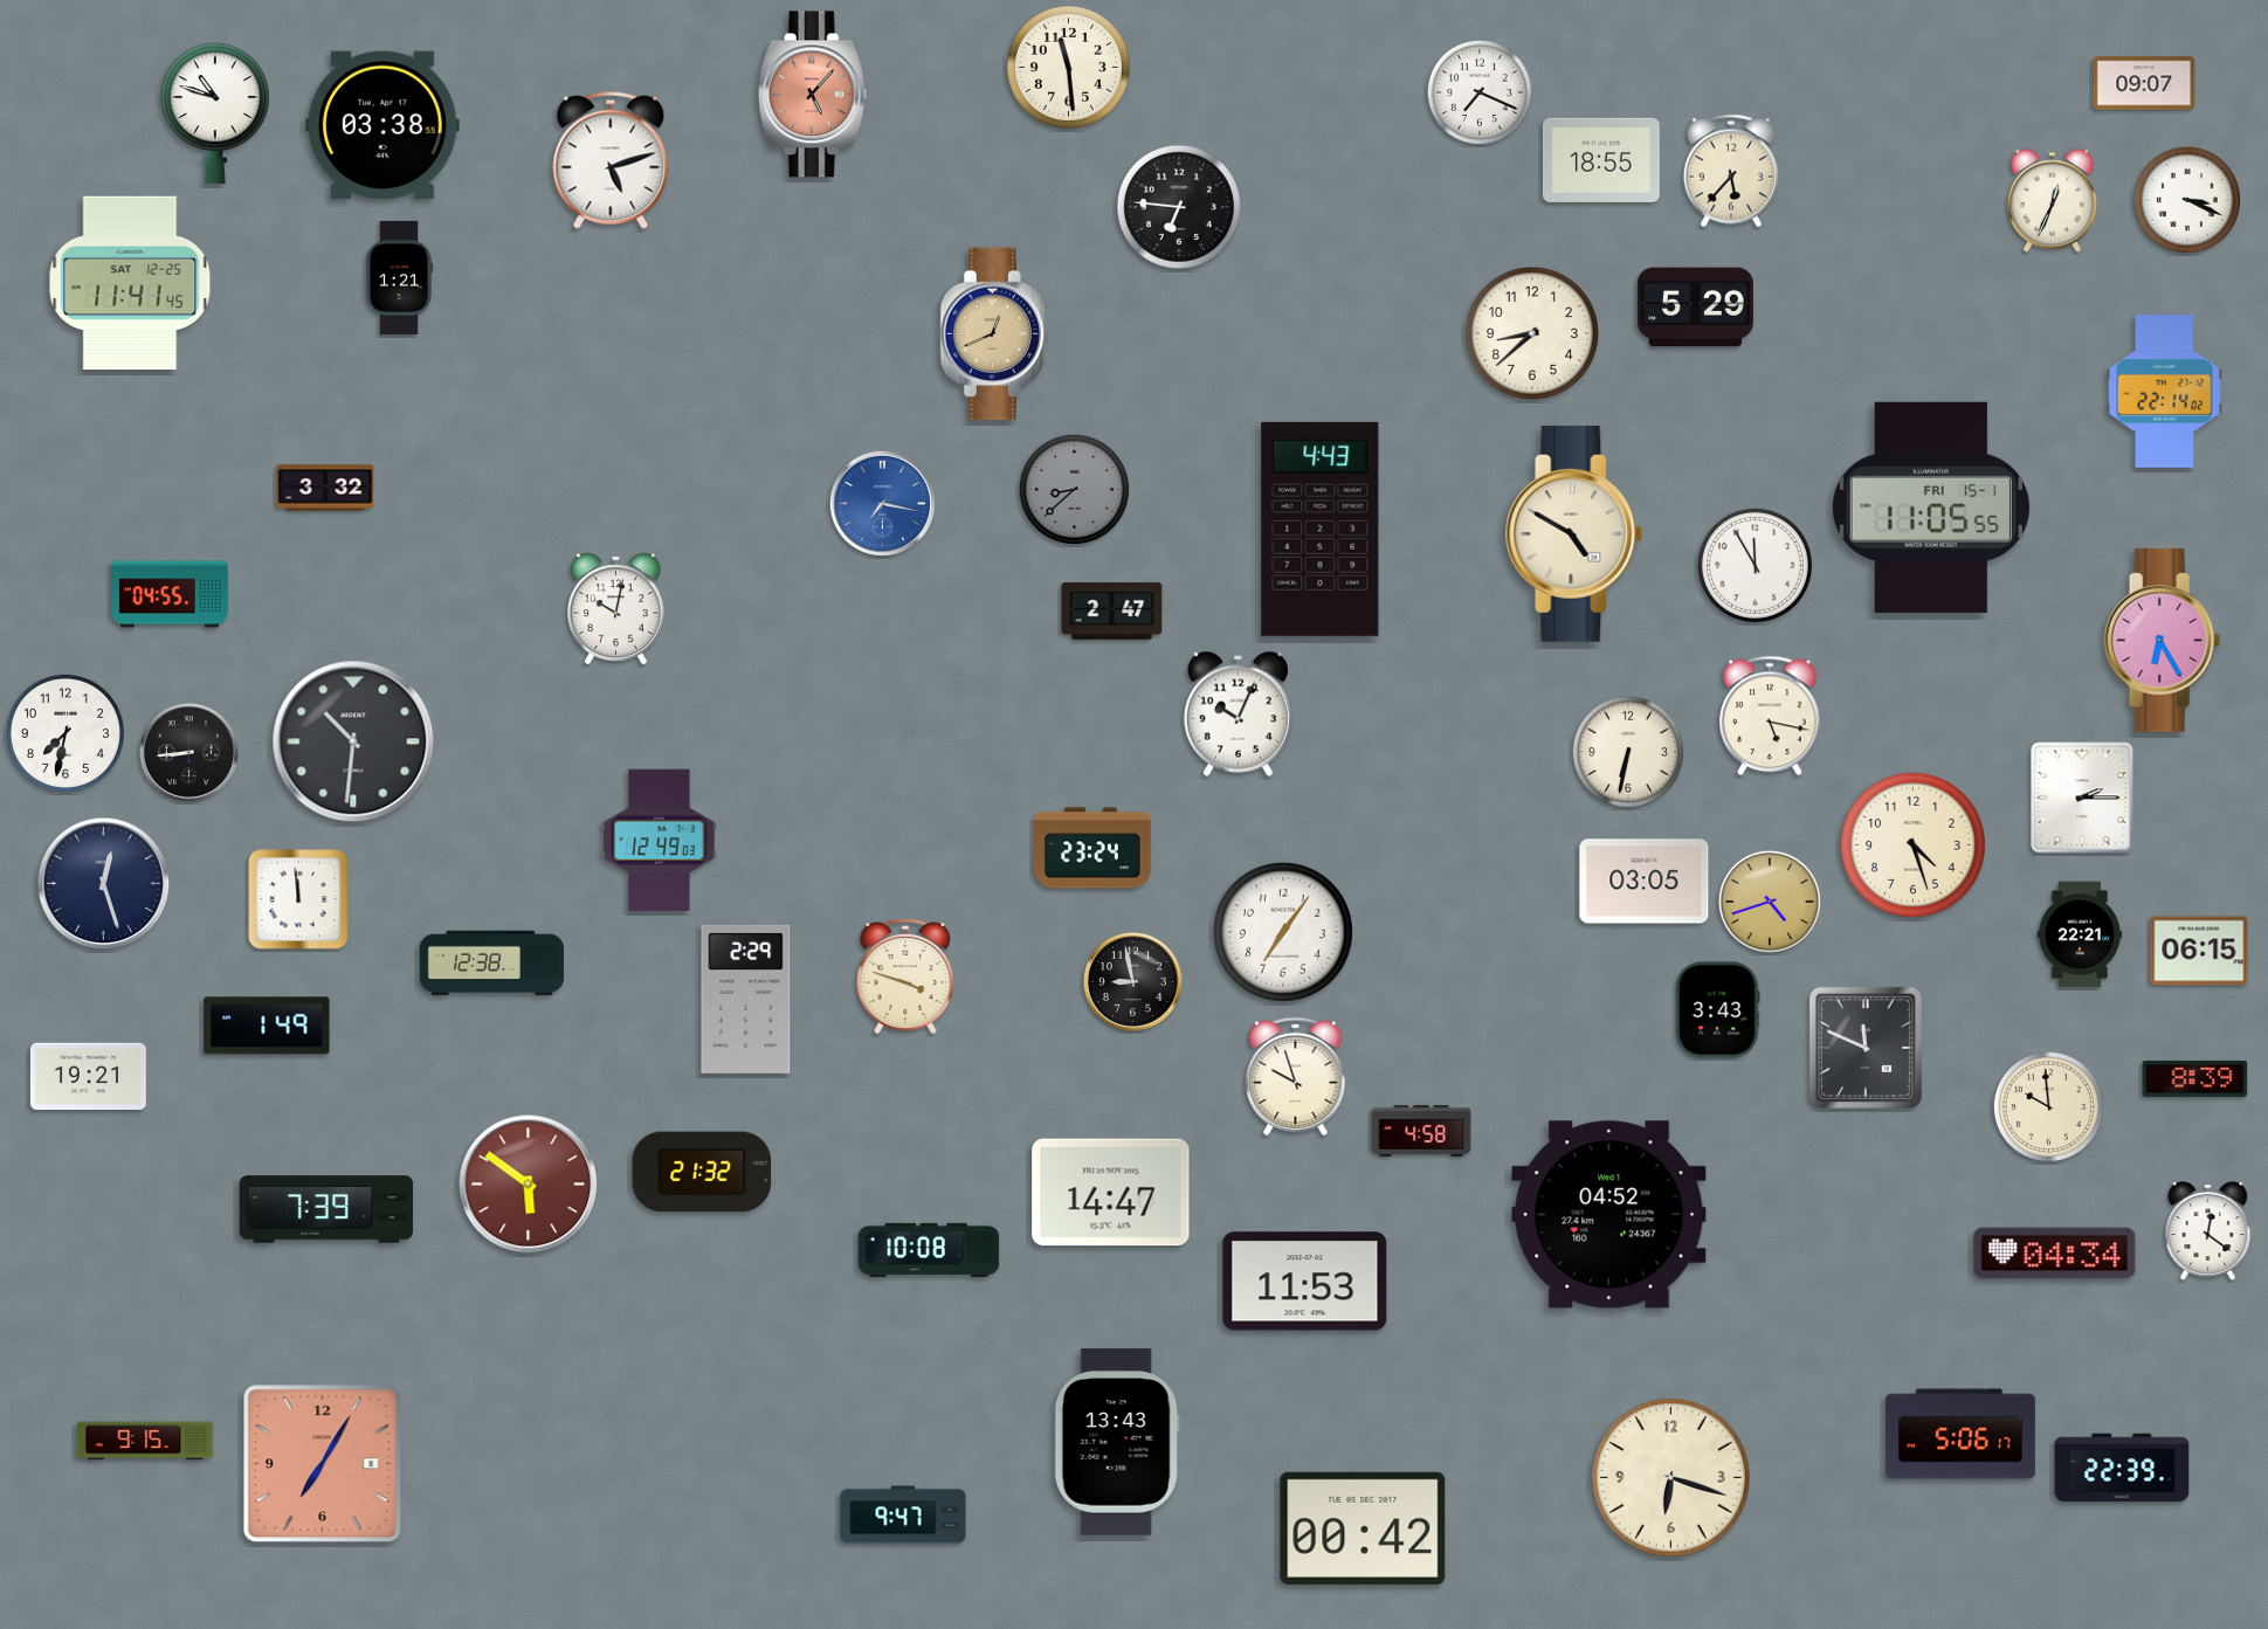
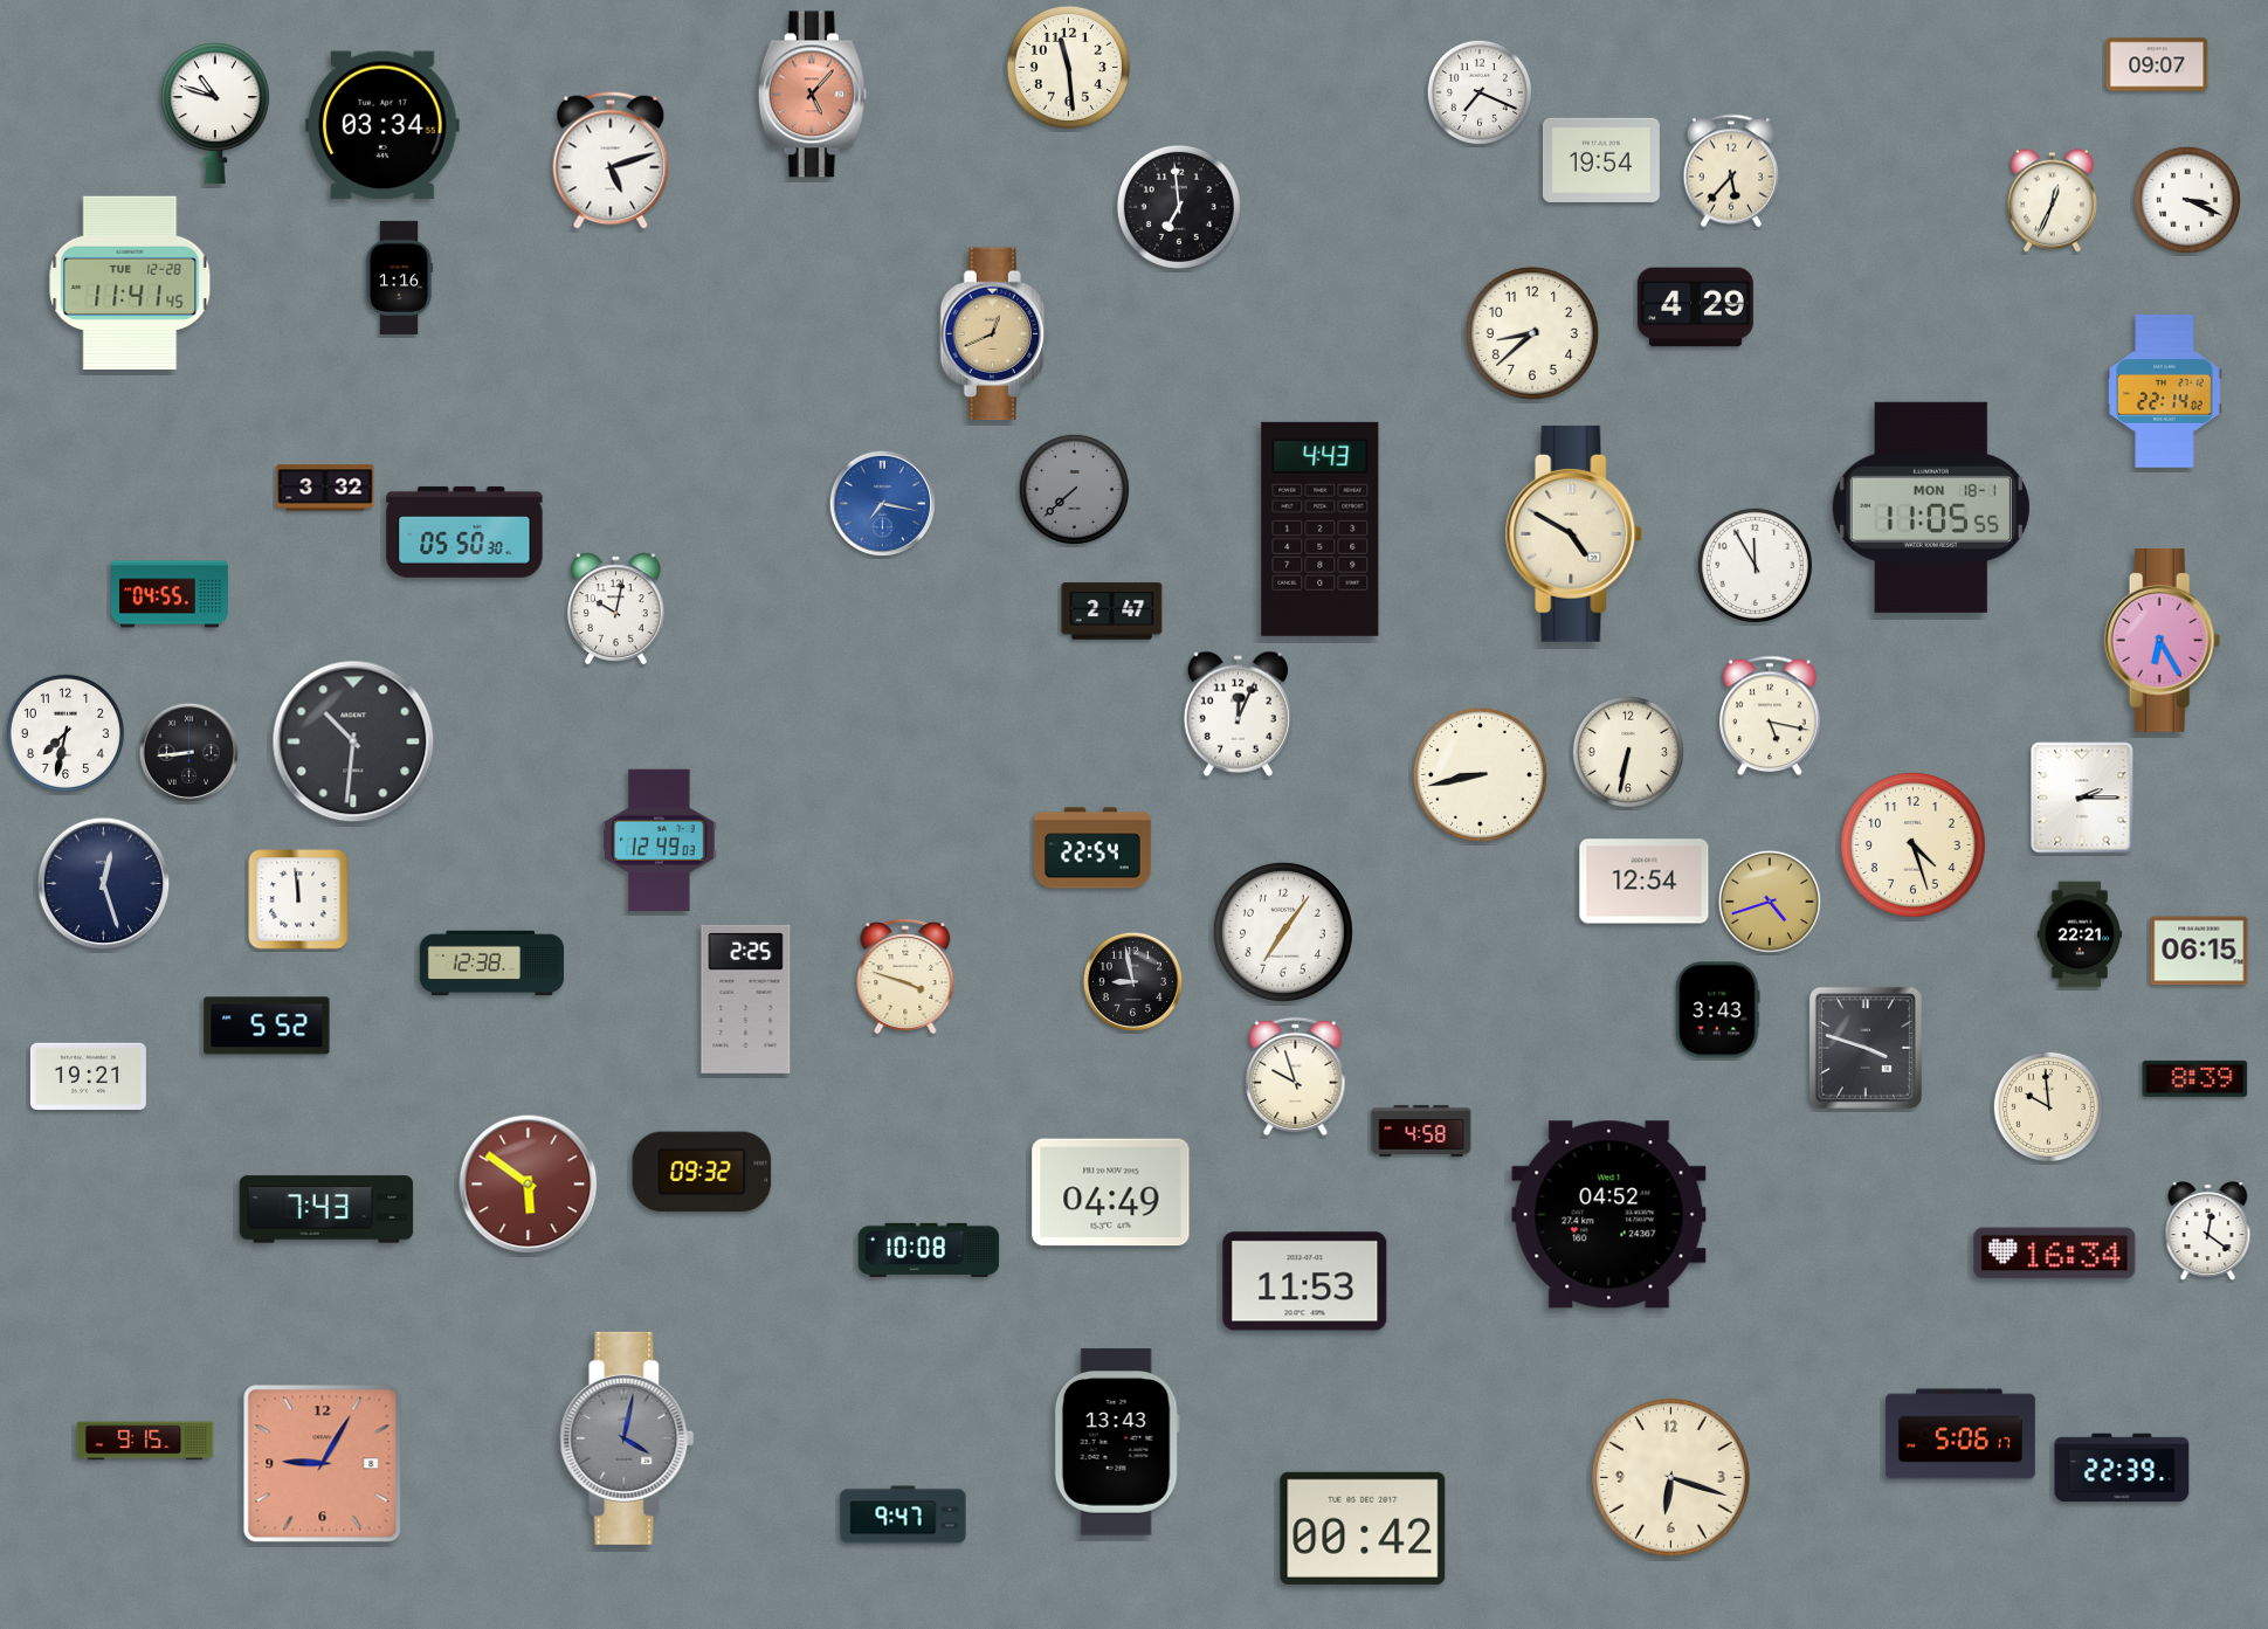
clock at (2144, 83) position: (2144, 83) -> (2157, 64)
clock at (382, 125): 03:38 -> 03:34
clock at (1601, 160): 18:55 -> 19:54
clock at (1179, 207): 6:46 -> 6:59
clock at (399, 277): 1:21 -> 1:16
clock at (130, 283) date: SAT 12-25 -> TUE 12-28
clock at (1695, 308): 5:29 -> 4:29
clock at (1074, 489): 8:38 -> 7:38
clock at (1931, 508) date: FRI 15-1 -> MON 18-1
clock at (464, 532): none -> 05:50
clock at (1238, 713): 10:04 -> 12:04
clock at (1480, 774): none -> 8:43
clock at (1092, 848): 23:24 -> 22:54
clock at (1645, 882): 03:05 -> 12:54
clock at (746, 999): 2:29 -> 2:25
clock at (267, 1026): 1:49 -> 5:52
clock at (1866, 1048): 11:49 -> 3:48
clock at (702, 1172): 21:32 -> 09:32
clock at (1111, 1193): 14:47 -> 04:49
clock at (326, 1209): 7:39 -> 7:43
clock at (2055, 1254): 04:34 -> 16:34
clock at (627, 1438): none -> 4:02
clock at (323, 1464): 7:05 -> 9:05
